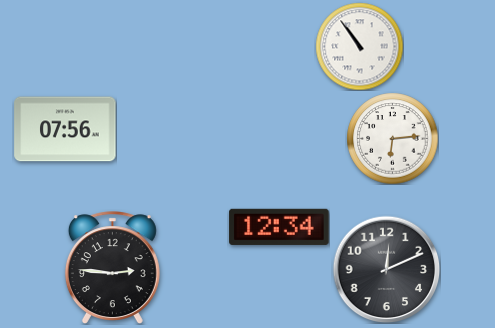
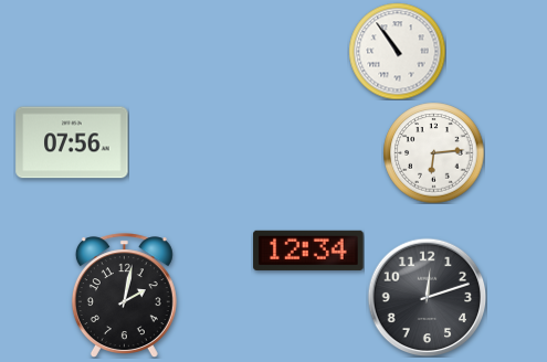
clock at (112, 267): 2:46 -> 2:02
clock at (386, 269): 12:11 -> 12:12
